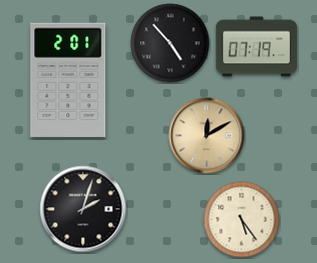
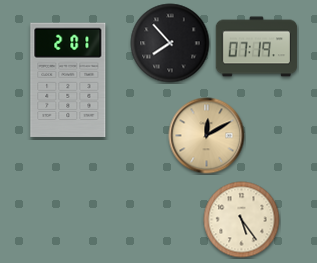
clock at (170, 43): 4:53 -> 7:53
clock at (83, 209): 2:03 -> none
